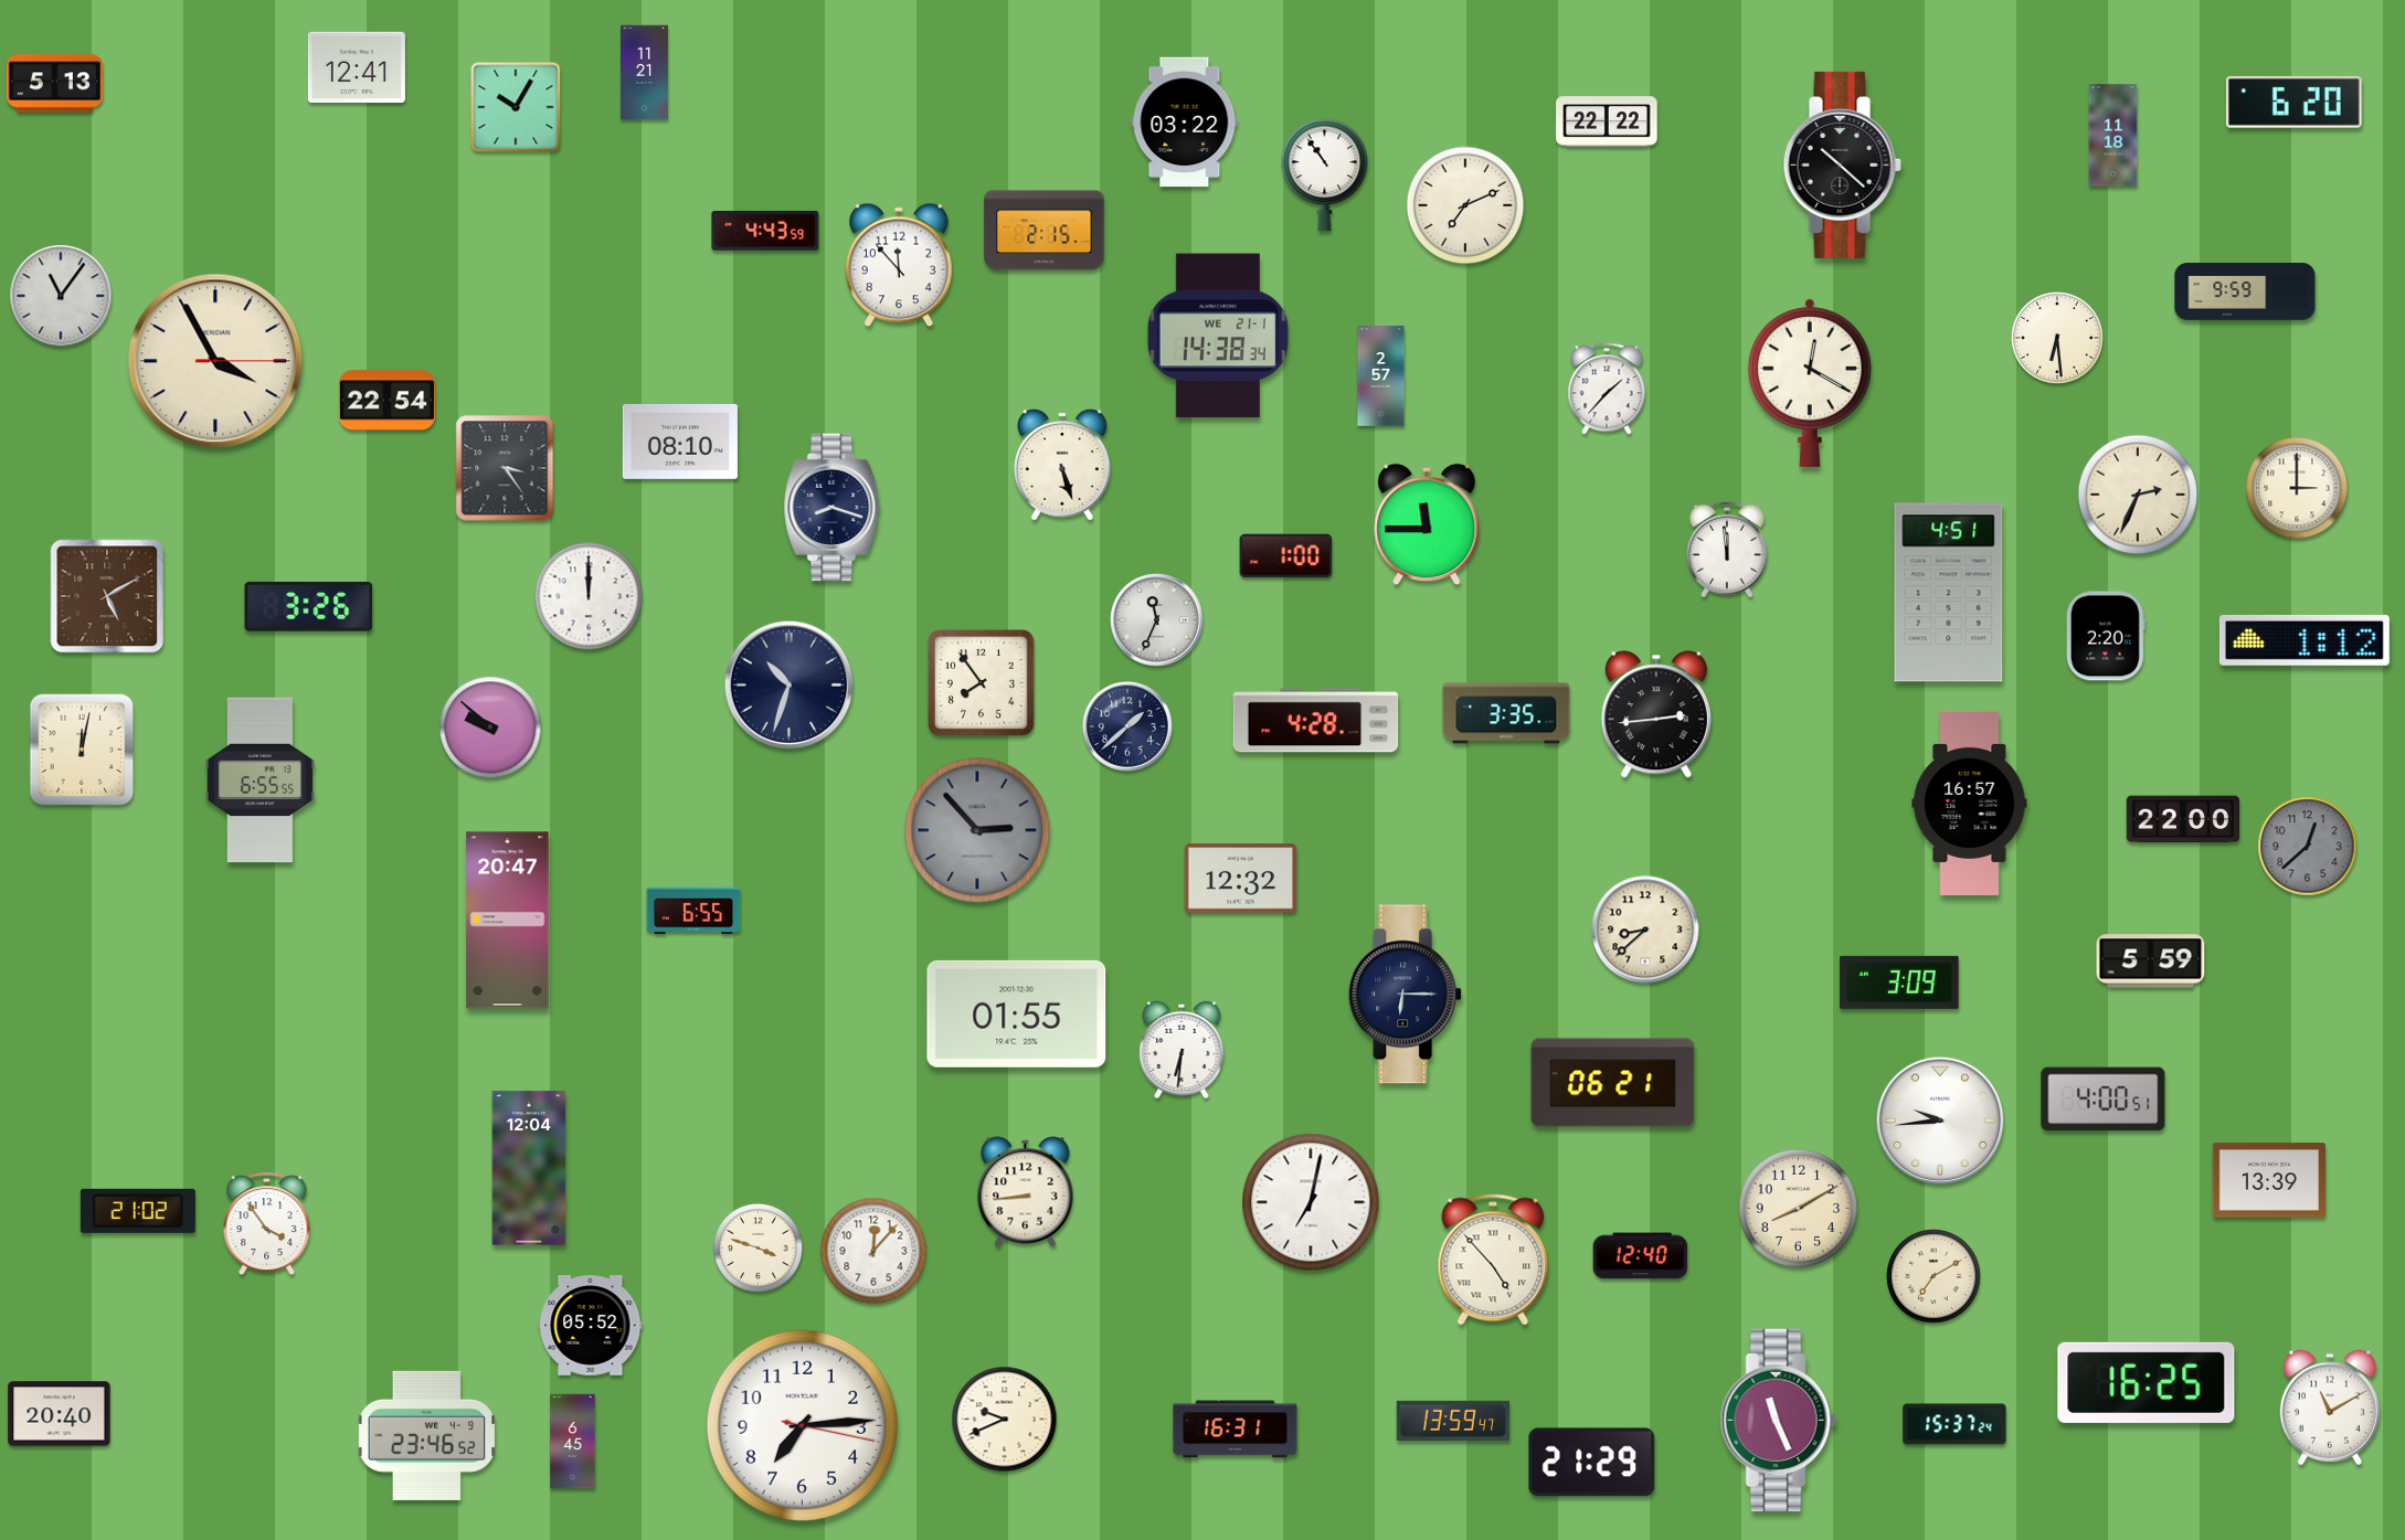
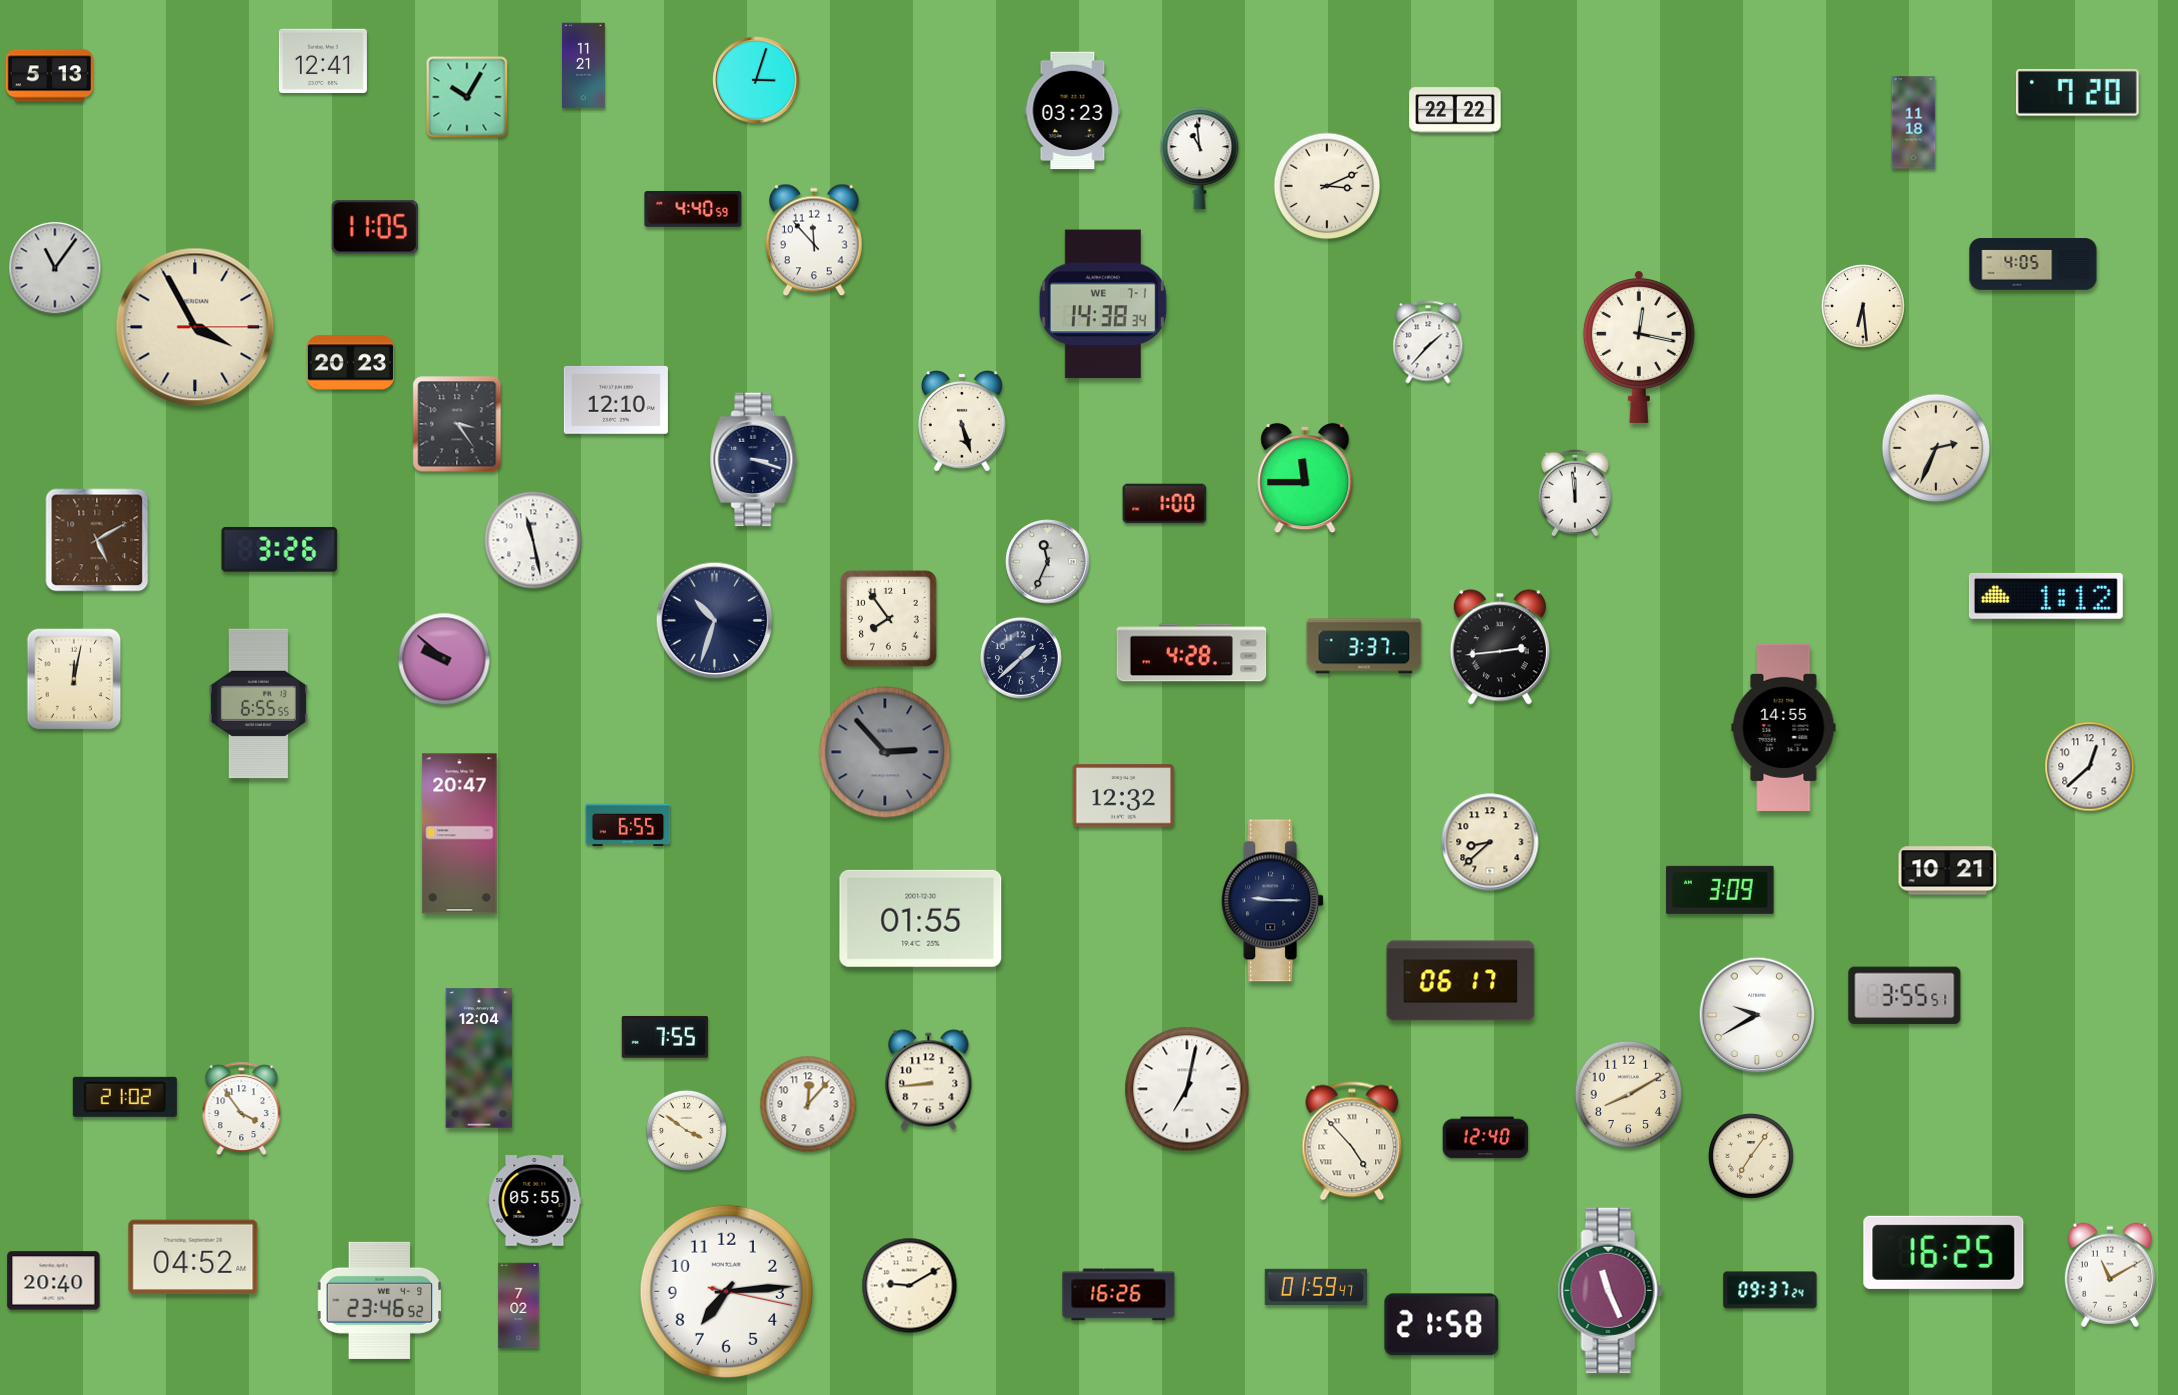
clock at (756, 80): none -> 3:03
clock at (2293, 102): 6:20 -> 7:20
clock at (1185, 123): 03:22 -> 03:23
clock at (1842, 164): 10:22 -> none
clock at (1325, 176): 10:54 -> 10:59
clock at (1465, 205): 7:11 -> 3:11
clock at (765, 231): 4:43 -> 4:40
clock at (1045, 231): 2:15 -> none
clock at (375, 227): none -> 11:05
clock at (2245, 291): 9:59 -> 4:05
clock at (1218, 336) date: WE 21-1 -> WE 7-1
clock at (1381, 376): 2:57 -> none
clock at (1810, 383): 12:20 -> 12:17
clock at (1607, 389) position: (1607, 389) -> (1428, 342)
clock at (386, 401): 22:54 -> 20:23
clock at (680, 442): 08:10 -> 12:10
clock at (2297, 488): 3:00 -> none
clock at (833, 508): 8:18 -> 3:18
clock at (1427, 524) position: (1427, 524) -> (1305, 478)
clock at (1727, 550) position: (1727, 550) -> (1575, 493)
clock at (1949, 593): 4:51 -> none
clock at (589, 596): 12:00 -> 11:28
clock at (2106, 636): 2:20 -> none
clock at (2305, 640) position: (2305, 640) -> (2046, 596)
clock at (1506, 713): 3:35 -> 3:37
clock at (259, 780) position: (259, 780) -> (258, 704)
clock at (1970, 803): 16:57 -> 14:55
clock at (2183, 819): 22:00 -> none
clock at (2308, 847) dial: grey -> white
clock at (2151, 962): 5:59 -> 10:21
clock at (1406, 995): 6:15 -> 9:15
clock at (1182, 1050): 6:31 -> none
clock at (1613, 1083): 06:21 -> 06:17
clock at (2104, 1100): 4:00 -> 3:55
clock at (1940, 1121): 9:44 -> 9:40
clock at (664, 1037): none -> 7:55
clock at (2268, 1180): 13:39 -> none
clock at (757, 1247): 3:48 -> 3:51
clock at (873, 1251) position: (873, 1251) -> (808, 1104)
clock at (1933, 1276): 7:10 -> 7:06
clock at (591, 1326): 05:52 -> 05:55
clock at (193, 1257): none -> 04:52
clock at (1005, 1420): 9:41 -> 9:10
clock at (1453, 1420): 13:59 -> 01:59
clock at (1778, 1421) position: (1778, 1421) -> (1610, 1291)
clock at (1954, 1424): 15:37 -> 09:37
clock at (1236, 1430): 16:31 -> 16:26
clock at (427, 1435) position: (427, 1435) -> (380, 1300)
clock at (573, 1442): 6:45 -> 7:02
clock at (1592, 1463): 21:29 -> 21:58
